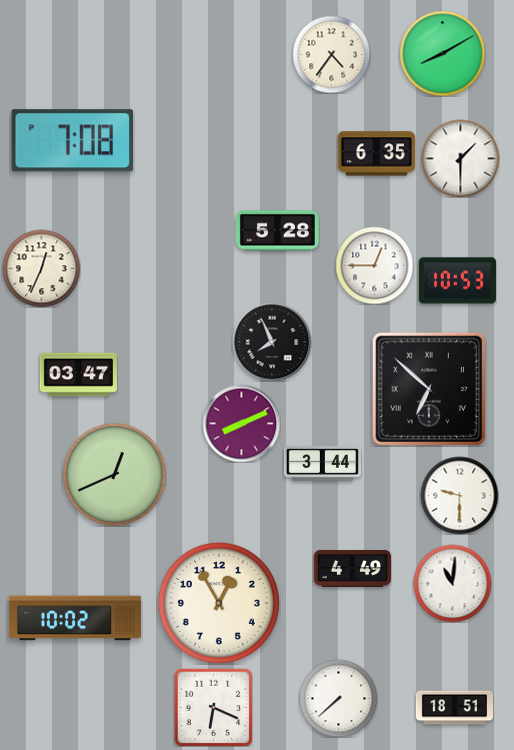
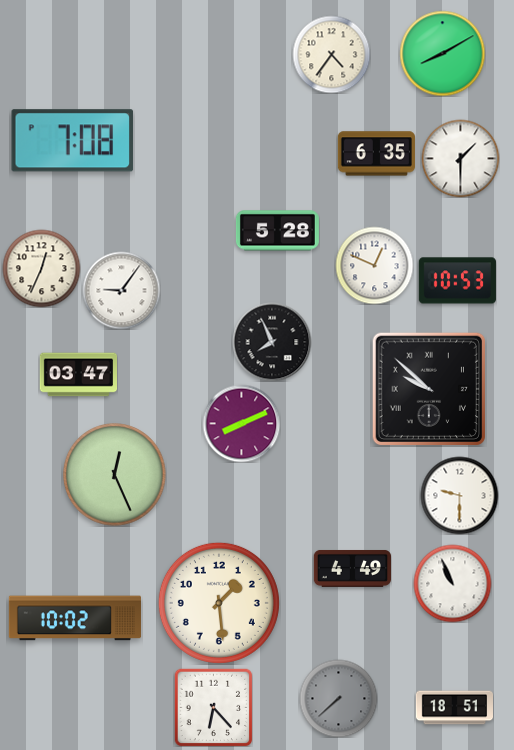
clock at (374, 265): 12:45 -> 12:49
clock at (121, 290): none -> 9:06
clock at (429, 389): 6:52 -> 9:52
clock at (322, 464): 3:44 -> none
clock at (115, 475): 12:41 -> 12:26
clock at (452, 583): 11:01 -> 10:56
clock at (219, 603): 12:55 -> 1:29
clock at (338, 698) dial: white -> grey
clock at (213, 707): 6:19 -> 6:23
